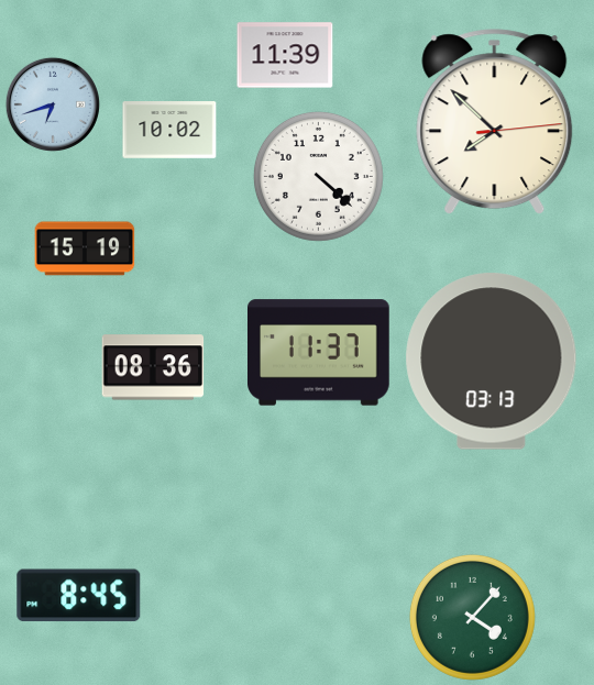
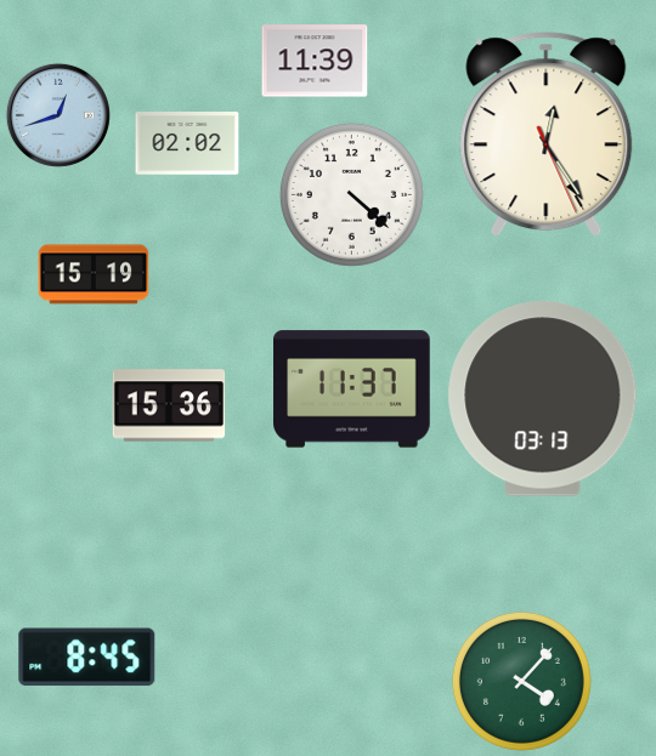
clock at (53, 104): 6:42 -> 12:42
clock at (495, 122): 7:52 -> 12:24
clock at (169, 130): 10:02 -> 02:02
clock at (153, 367): 08:36 -> 15:36
